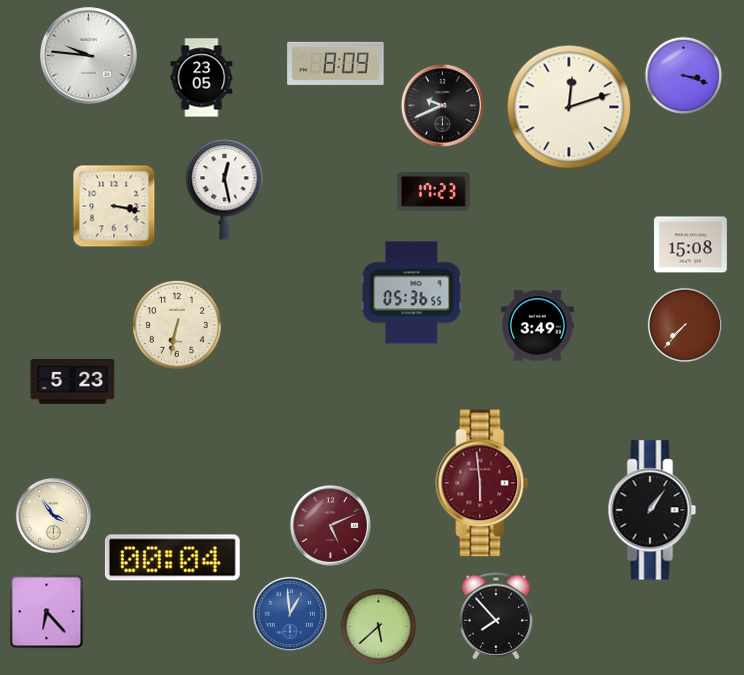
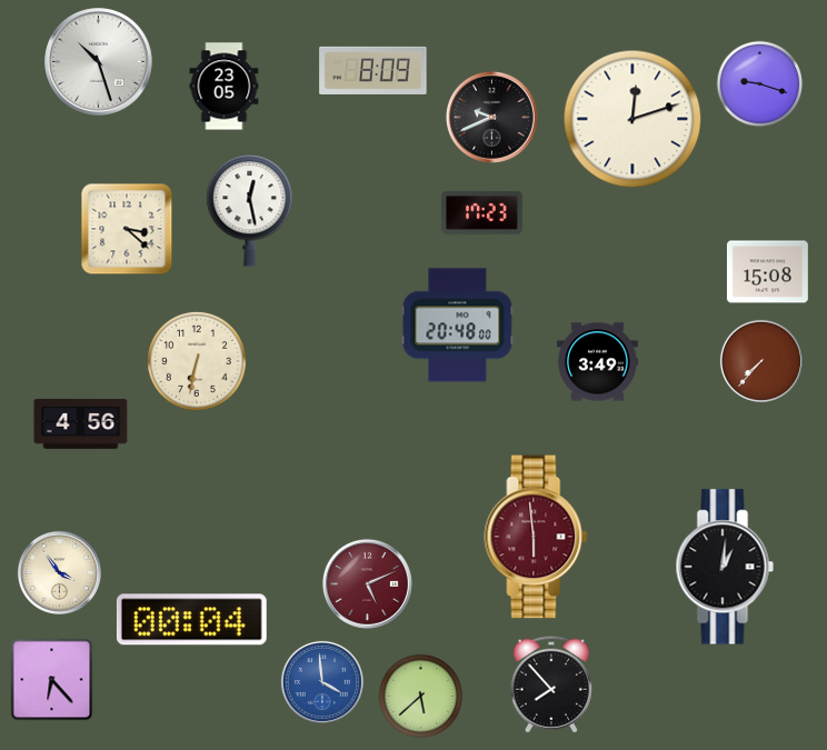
clock at (89, 56): 9:46 -> 10:27
clock at (684, 76): 3:18 -> 9:18
clock at (114, 206): 3:17 -> 3:22
clock at (412, 293): 05:36 -> 20:48
clock at (73, 381): 5:23 -> 4:56
clock at (652, 510): 1:06 -> 1:01
clock at (290, 614): 12:59 -> 3:59
